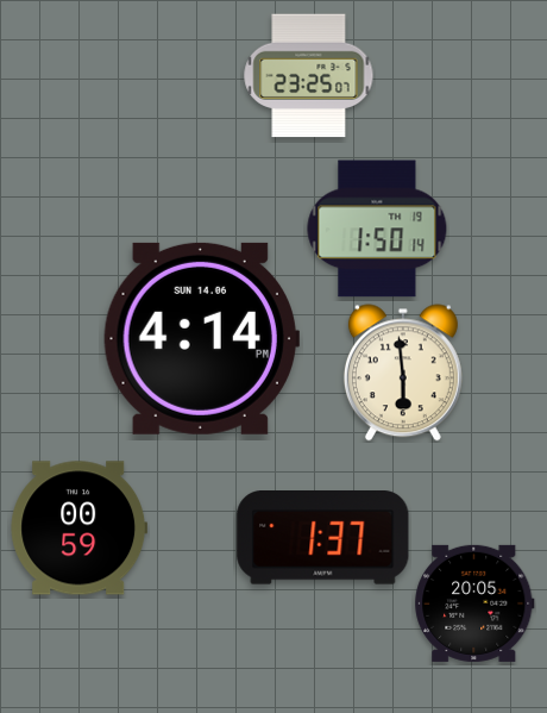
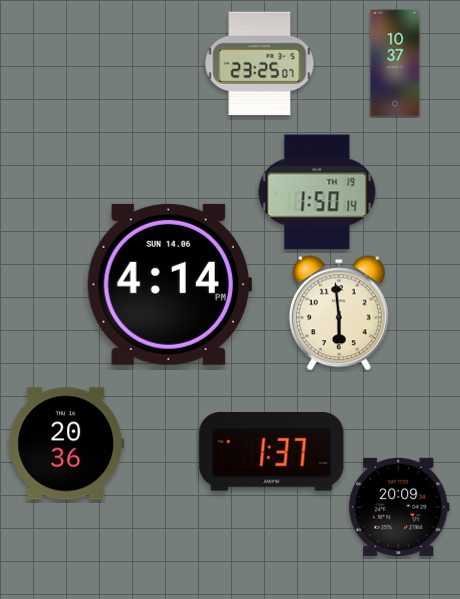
clock at (395, 63): none -> 10:37
clock at (80, 529): 00:59 -> 20:36
clock at (474, 603): 20:05 -> 20:09
